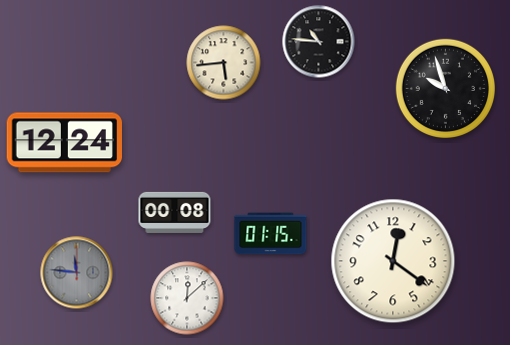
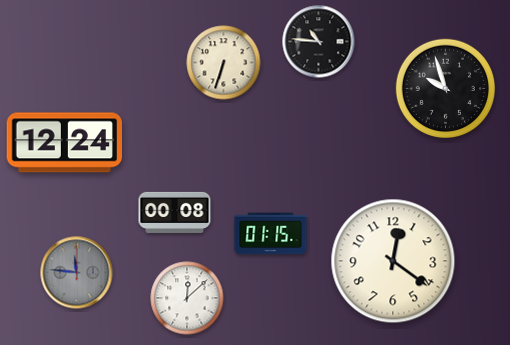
clock at (224, 63): 5:44 -> 6:33
